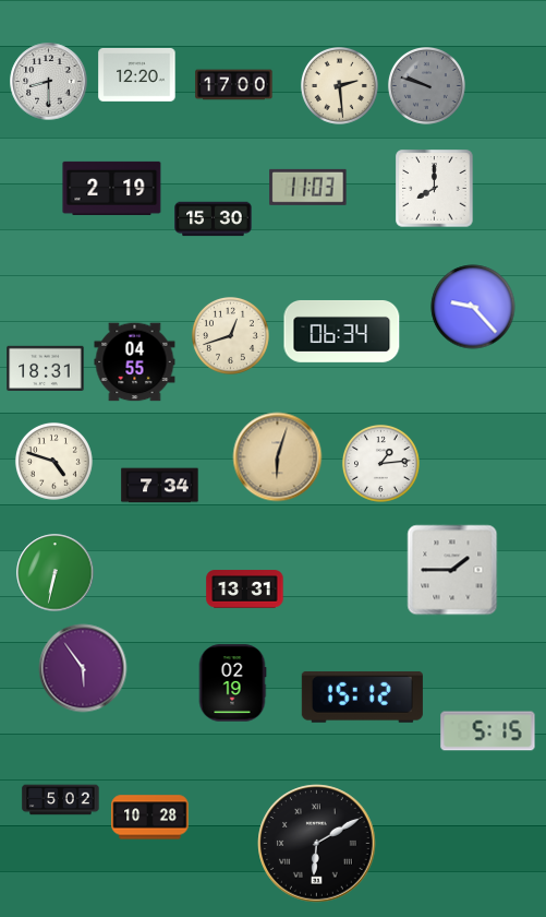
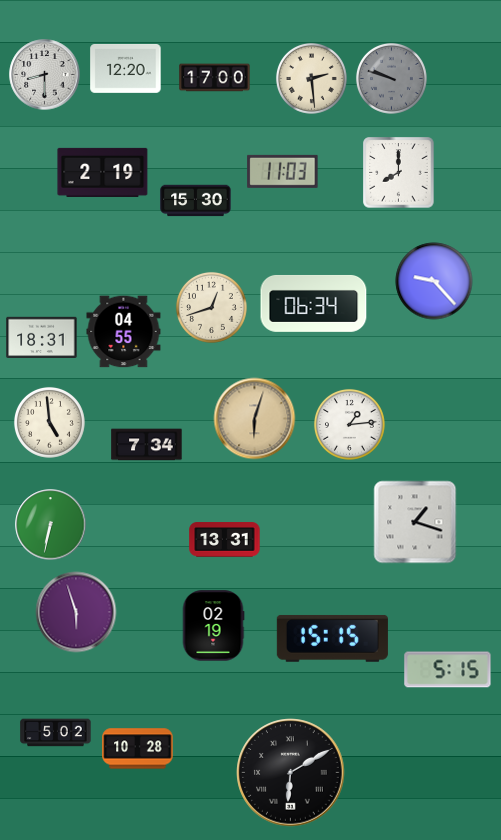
clock at (53, 461): 4:48 -> 4:59
clock at (452, 570): 1:45 -> 1:18
clock at (83, 668): 5:54 -> 5:57
clock at (362, 696): 15:12 -> 15:15
